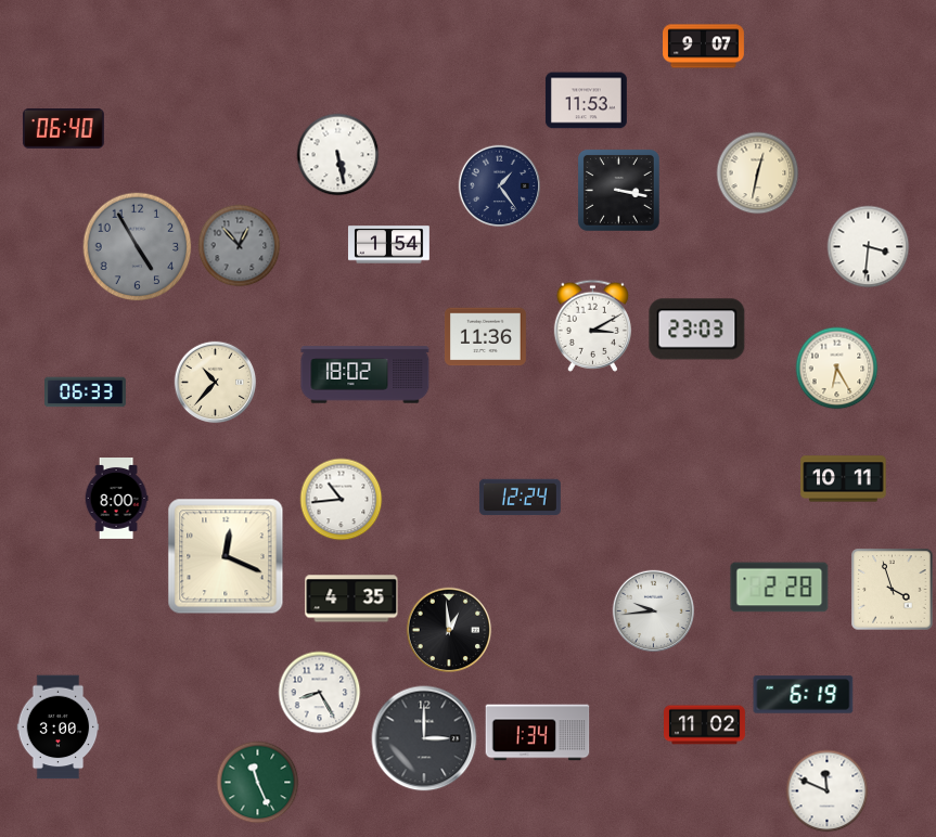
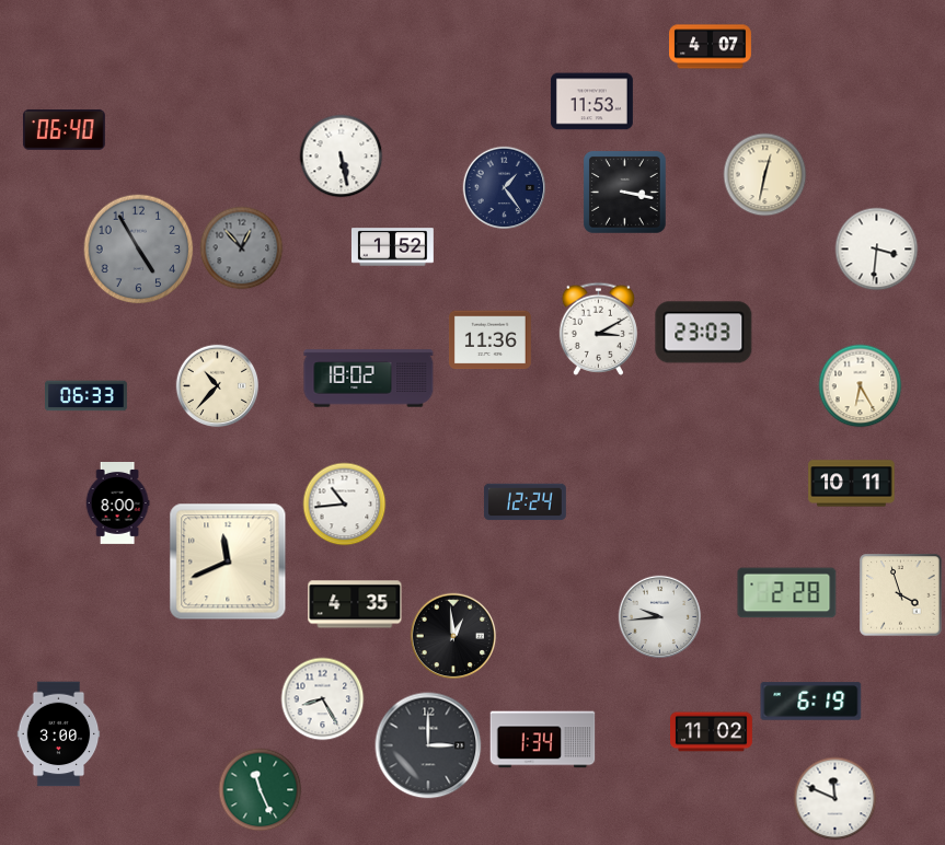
clock at (704, 47): 9:07 -> 4:07
clock at (388, 245): 1:54 -> 1:52
clock at (837, 369) position: (837, 369) -> (861, 386)
clock at (226, 556): 12:19 -> 11:41
